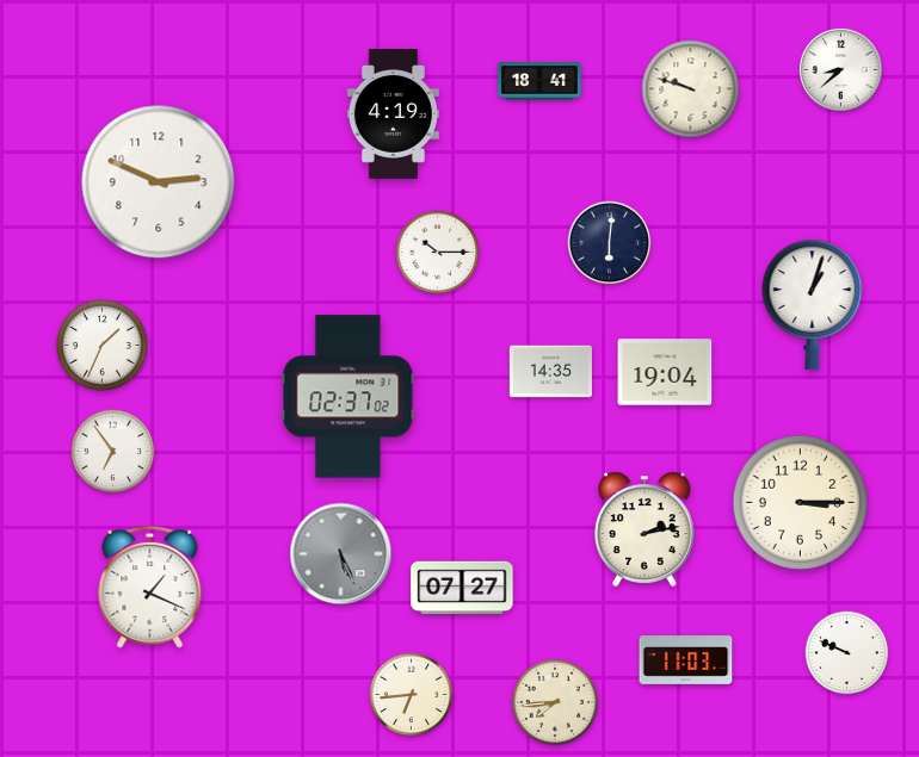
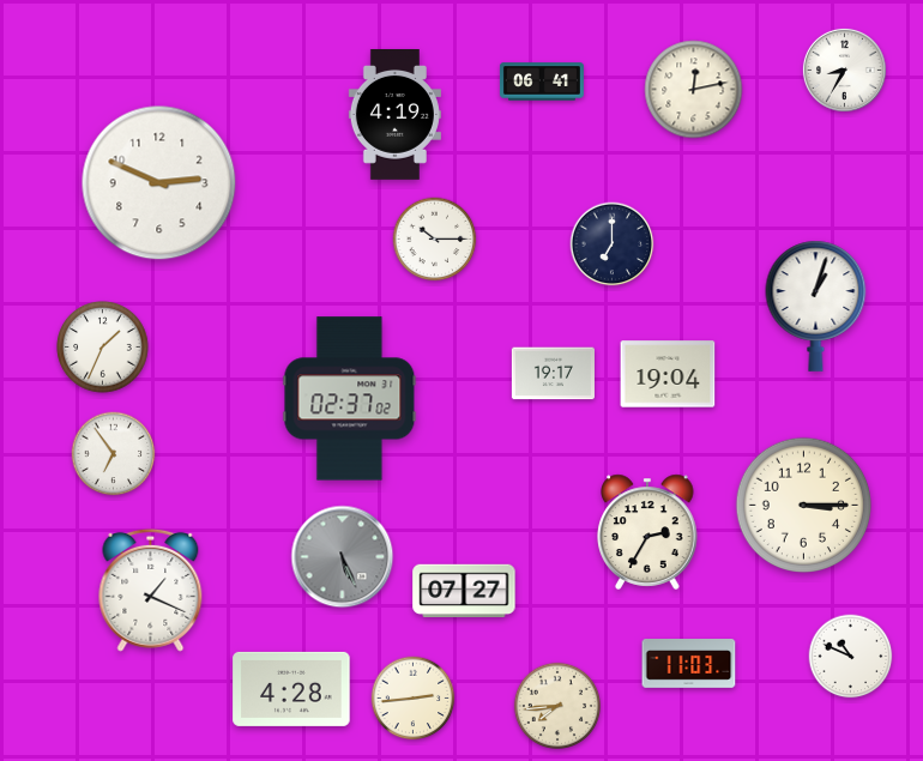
clock at (840, 69): 8:38 -> 8:35
clock at (539, 81): 18:41 -> 06:41
clock at (691, 89): 9:48 -> 12:13
clock at (610, 243): 6:01 -> 7:00
clock at (438, 253) position: (438, 253) -> (435, 240)
clock at (550, 372): 14:35 -> 19:17
clock at (644, 529): 2:13 -> 2:35
clock at (847, 653): 9:49 -> 10:49
clock at (291, 689): none -> 4:28
clock at (412, 695): 6:44 -> 2:44
